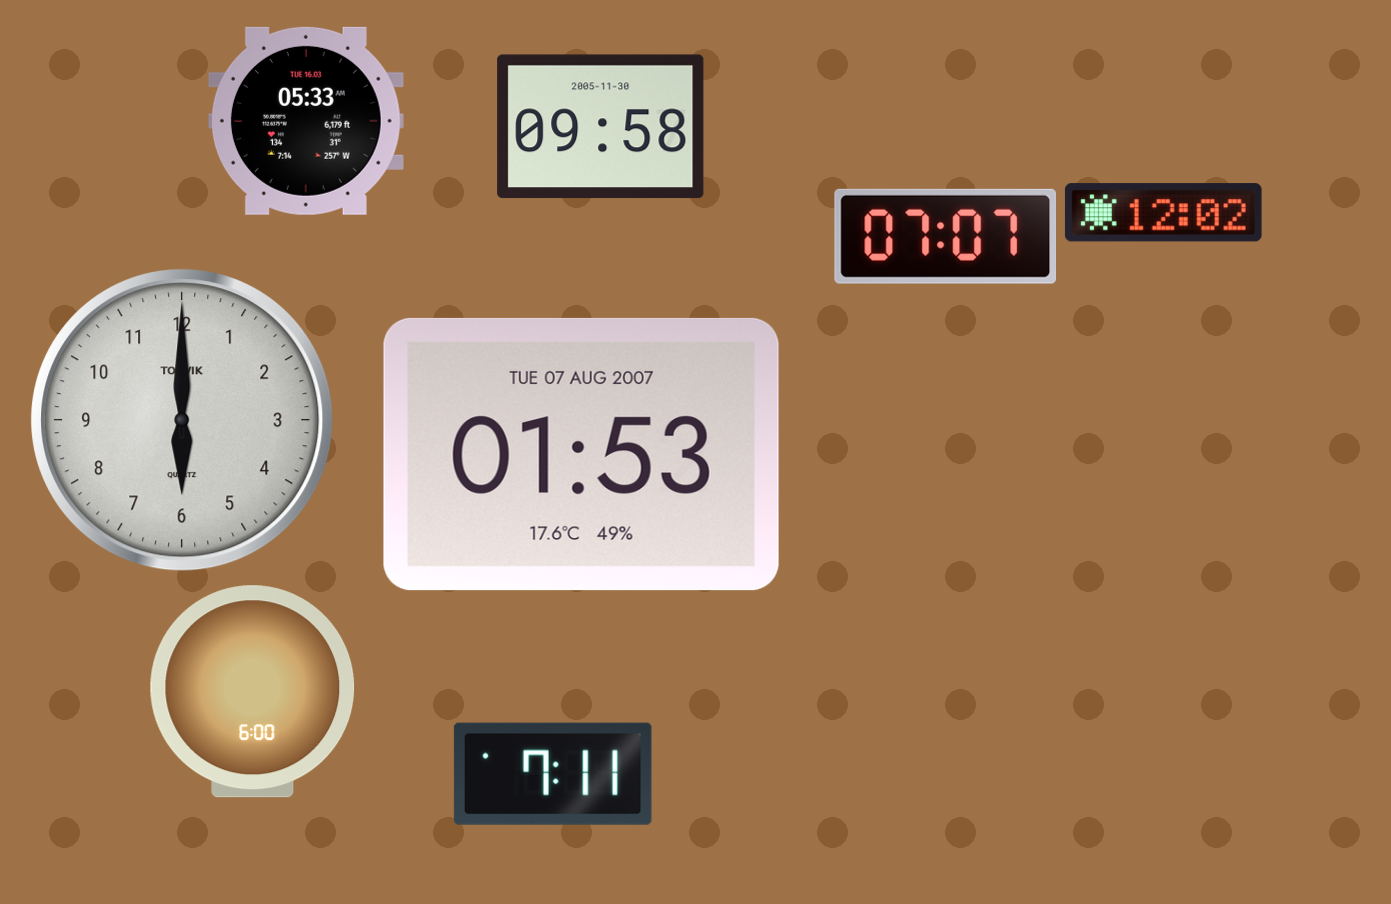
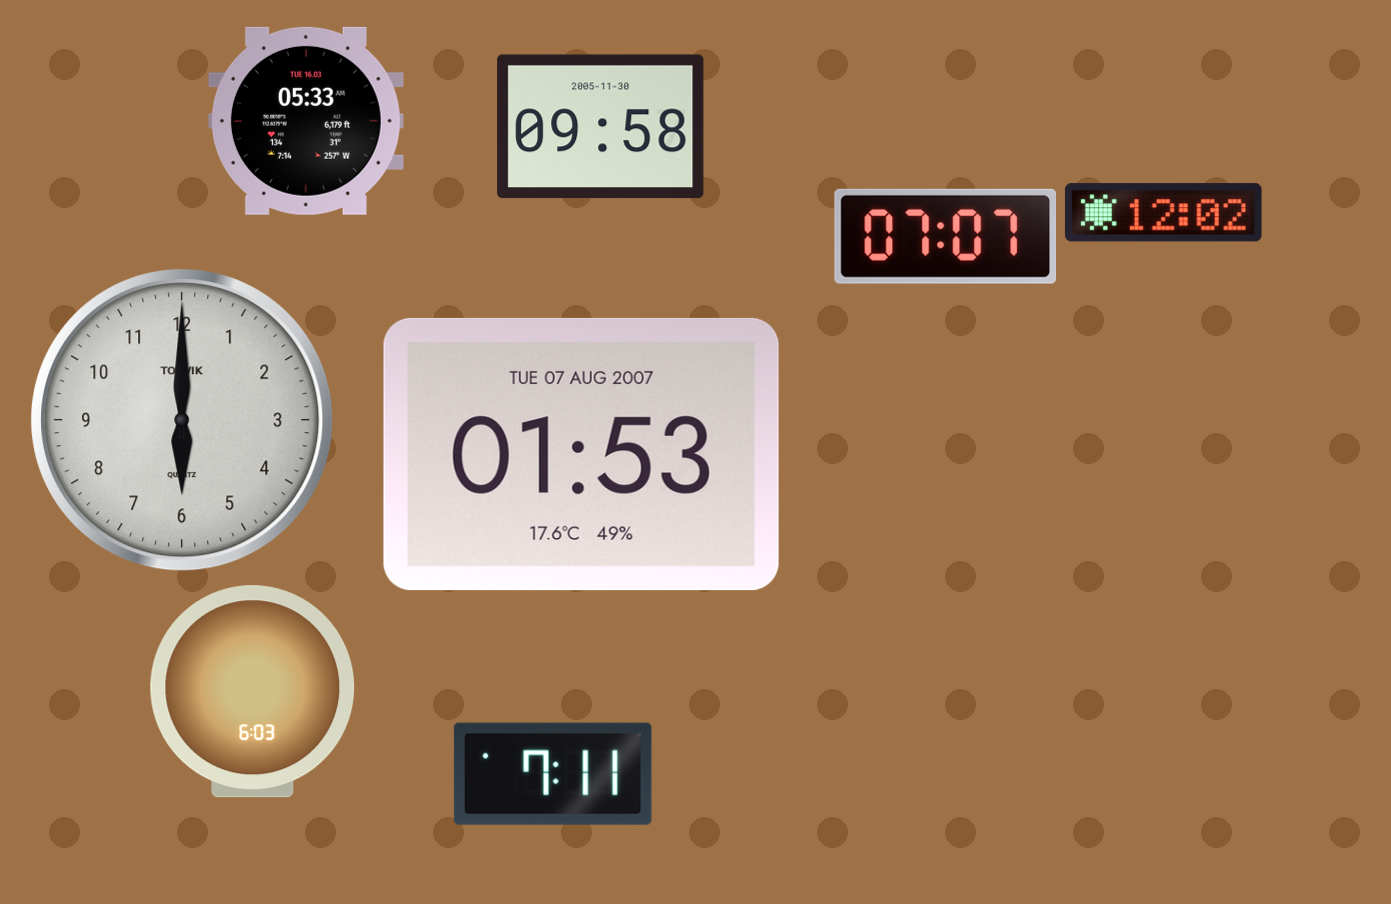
clock at (253, 692): 6:00 -> 6:03
